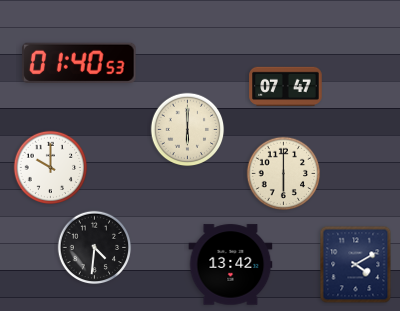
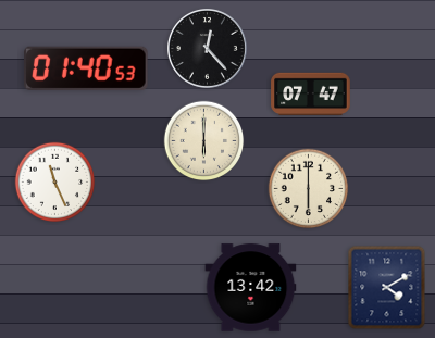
clock at (208, 49): none -> 12:23
clock at (51, 168): 10:00 -> 11:26
clock at (95, 248): 4:31 -> none
